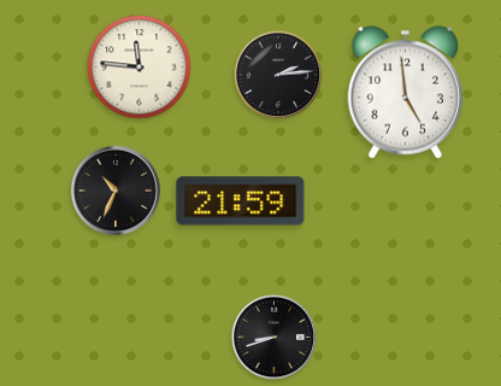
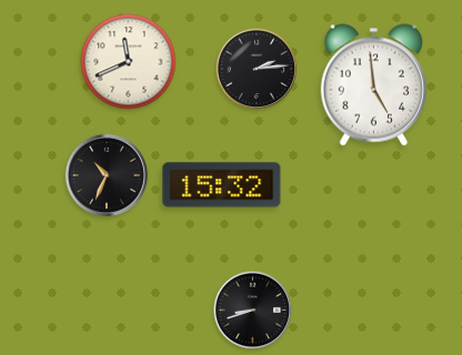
clock at (140, 68): 11:46 -> 11:41
clock at (241, 201): 21:59 -> 15:32
